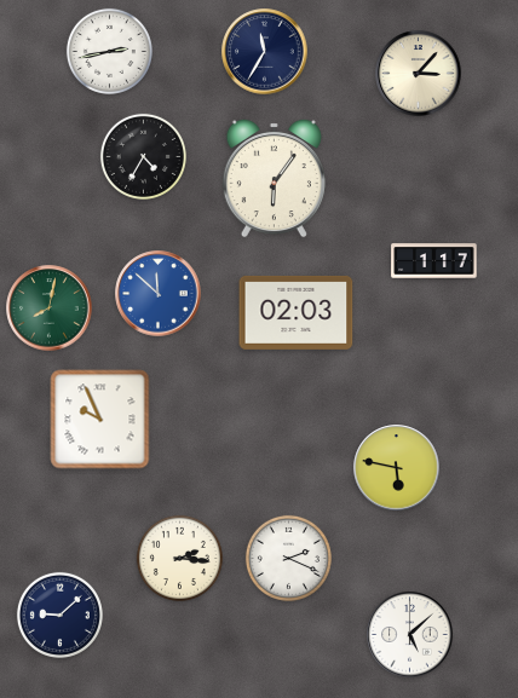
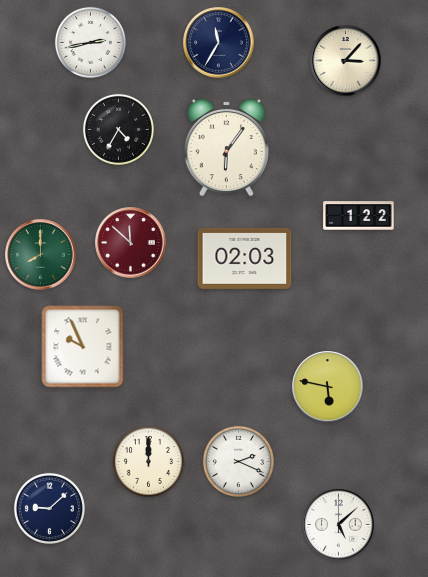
clock at (434, 261): 1:17 -> 1:22
clock at (159, 294) dial: blue -> burgundy
clock at (50, 308): 8:02 -> 8:00
clock at (179, 558): 2:16 -> 12:00
